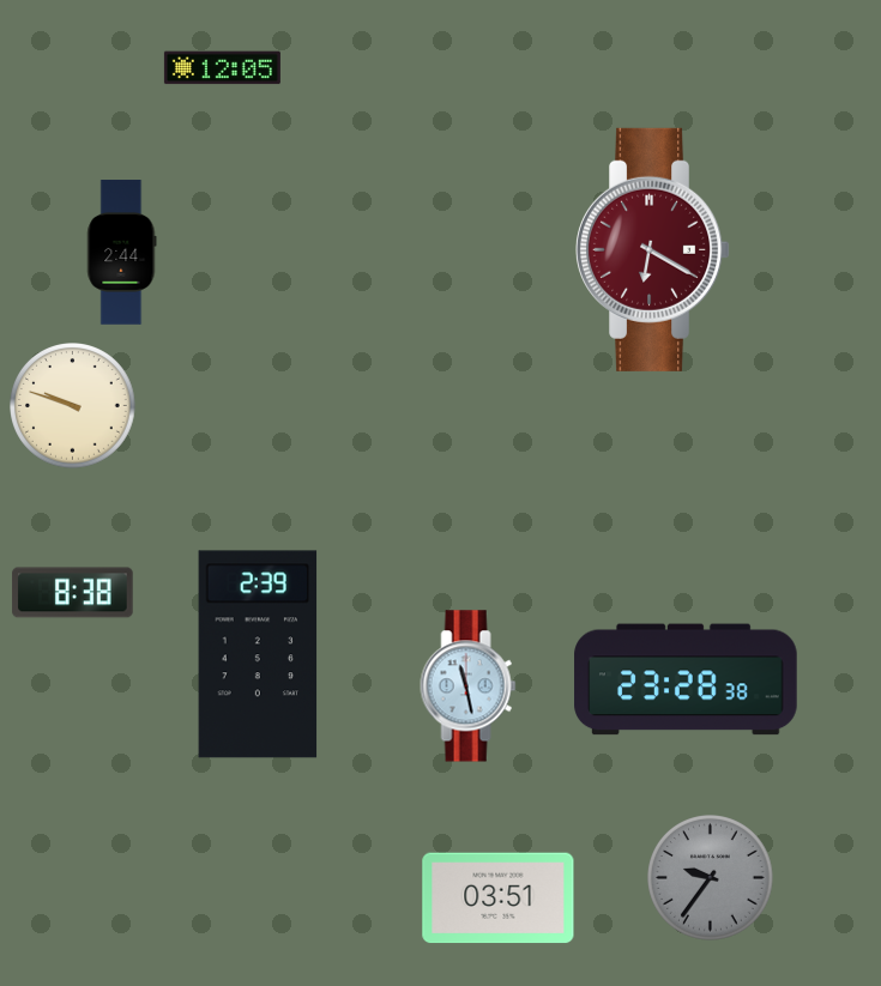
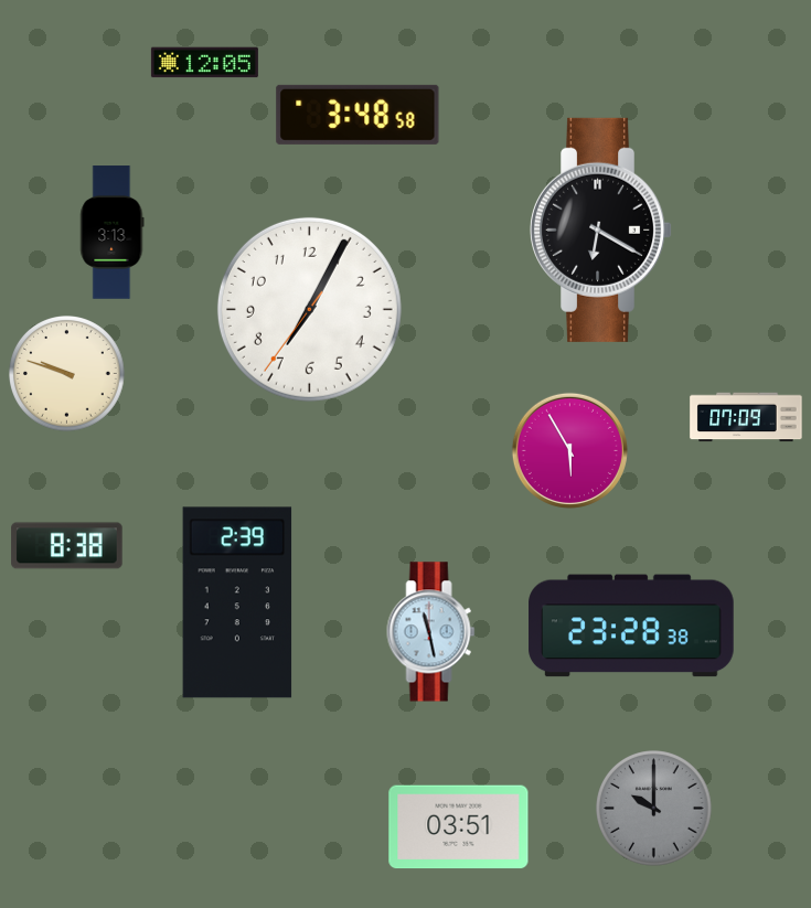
clock at (358, 115): none -> 3:48
clock at (654, 249) dial: burgundy -> black
clock at (122, 253): 2:44 -> 3:13
clock at (309, 309): none -> 7:04
clock at (746, 417): none -> 07:09
clock at (569, 450): none -> 5:55
clock at (711, 878): 9:36 -> 10:00
